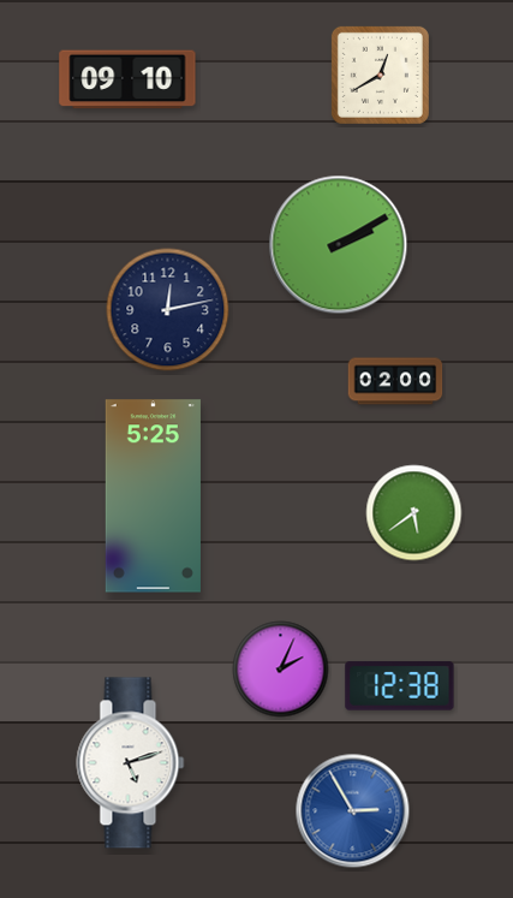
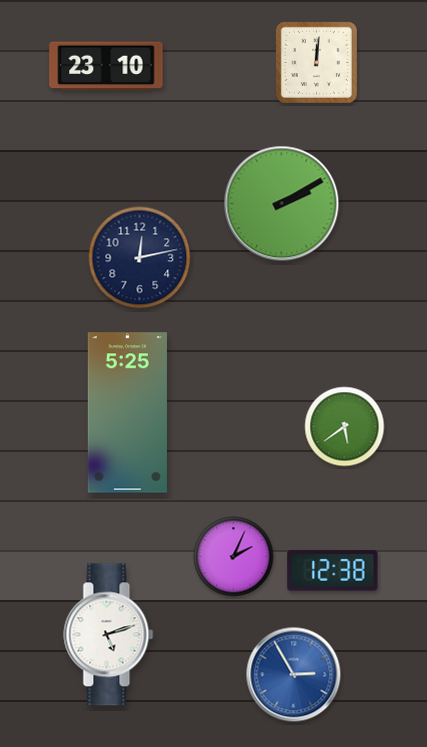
clock at (380, 75): 12:40 -> 12:01
clock at (127, 79): 09:10 -> 23:10
clock at (395, 381): 02:00 -> none
